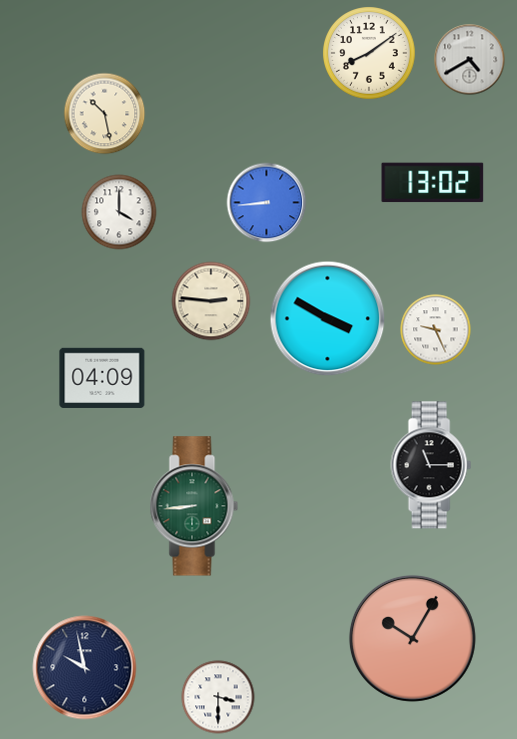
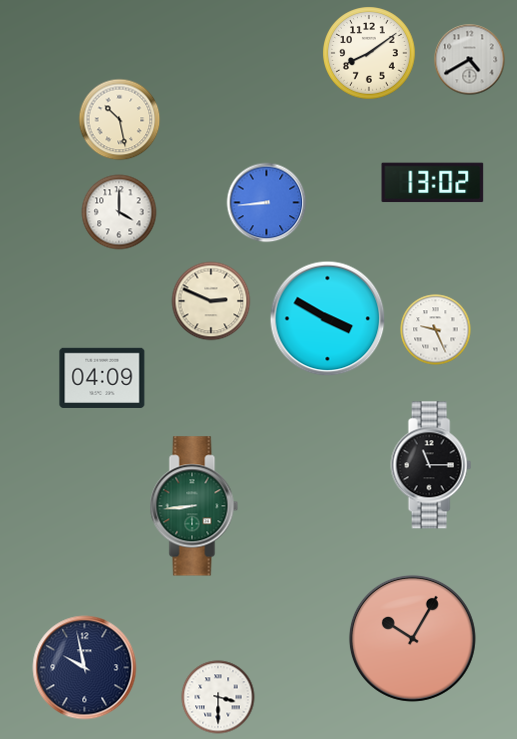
clock at (105, 114) position: (105, 114) -> (120, 120)
clock at (211, 301): 2:46 -> 2:49
